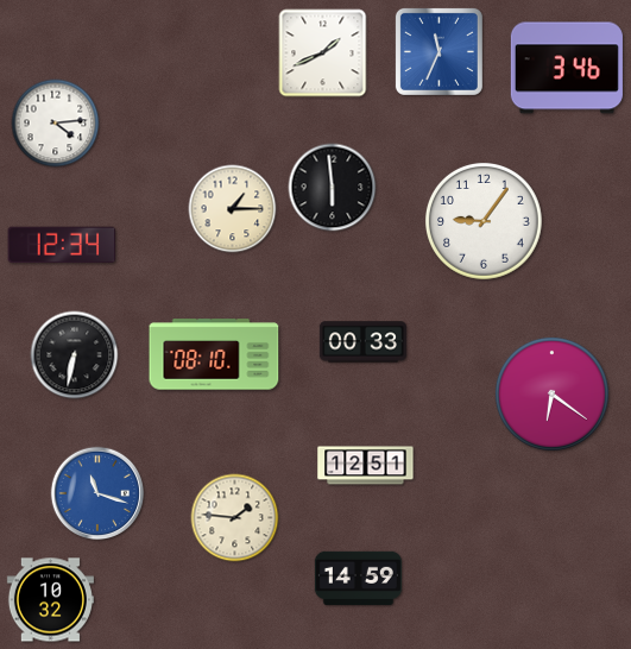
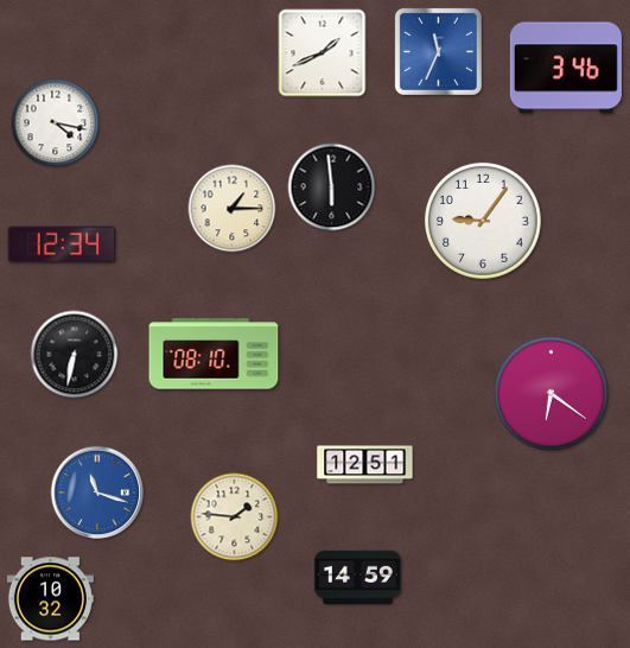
clock at (56, 124): 4:14 -> 4:17
clock at (362, 342): 00:33 -> none
